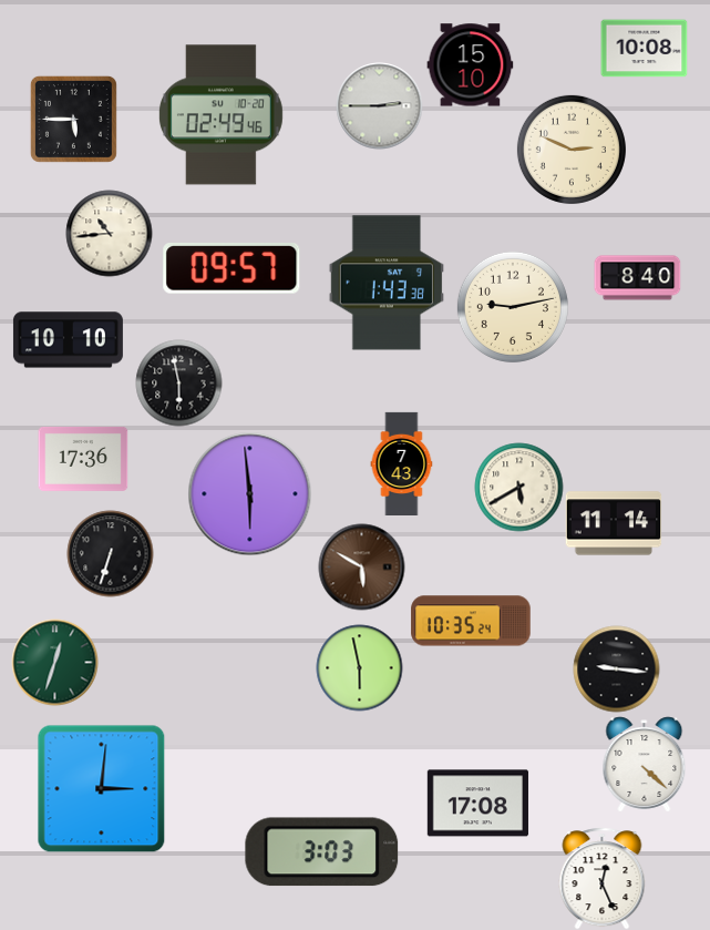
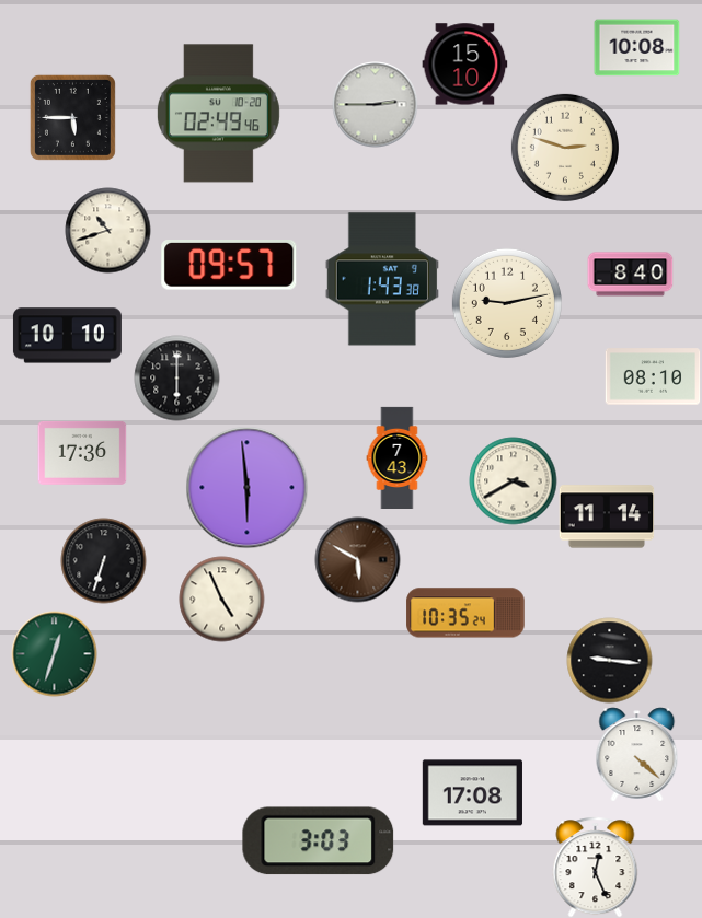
clock at (572, 150): 2:49 -> 2:48
clock at (109, 233): 10:44 -> 10:42
clock at (653, 376): none -> 08:10
clock at (178, 382): 5:58 -> 6:00
clock at (518, 487): 5:40 -> 3:40
clock at (110, 553) position: (110, 553) -> (103, 560)
clock at (221, 599): none -> 4:56
clock at (359, 667): 5:58 -> none
clock at (101, 789): 3:01 -> none
